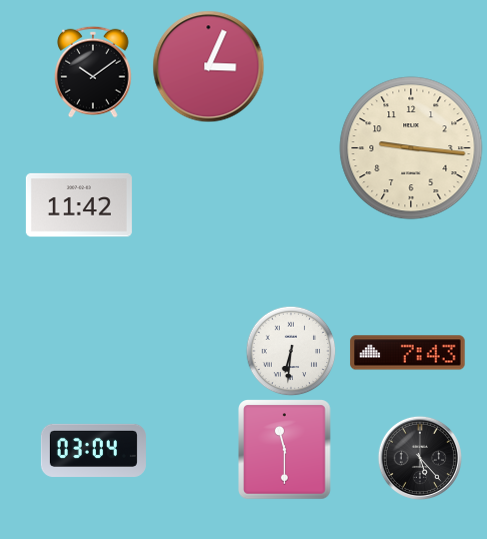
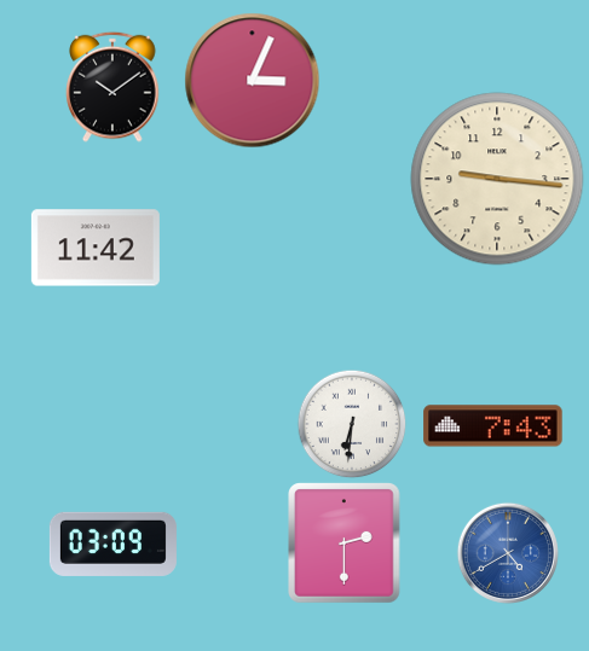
clock at (93, 450): 03:04 -> 03:09
clock at (285, 450): 11:30 -> 2:30
clock at (420, 458): 5:23 -> 4:40
clock at (420, 458) dial: black -> blue
